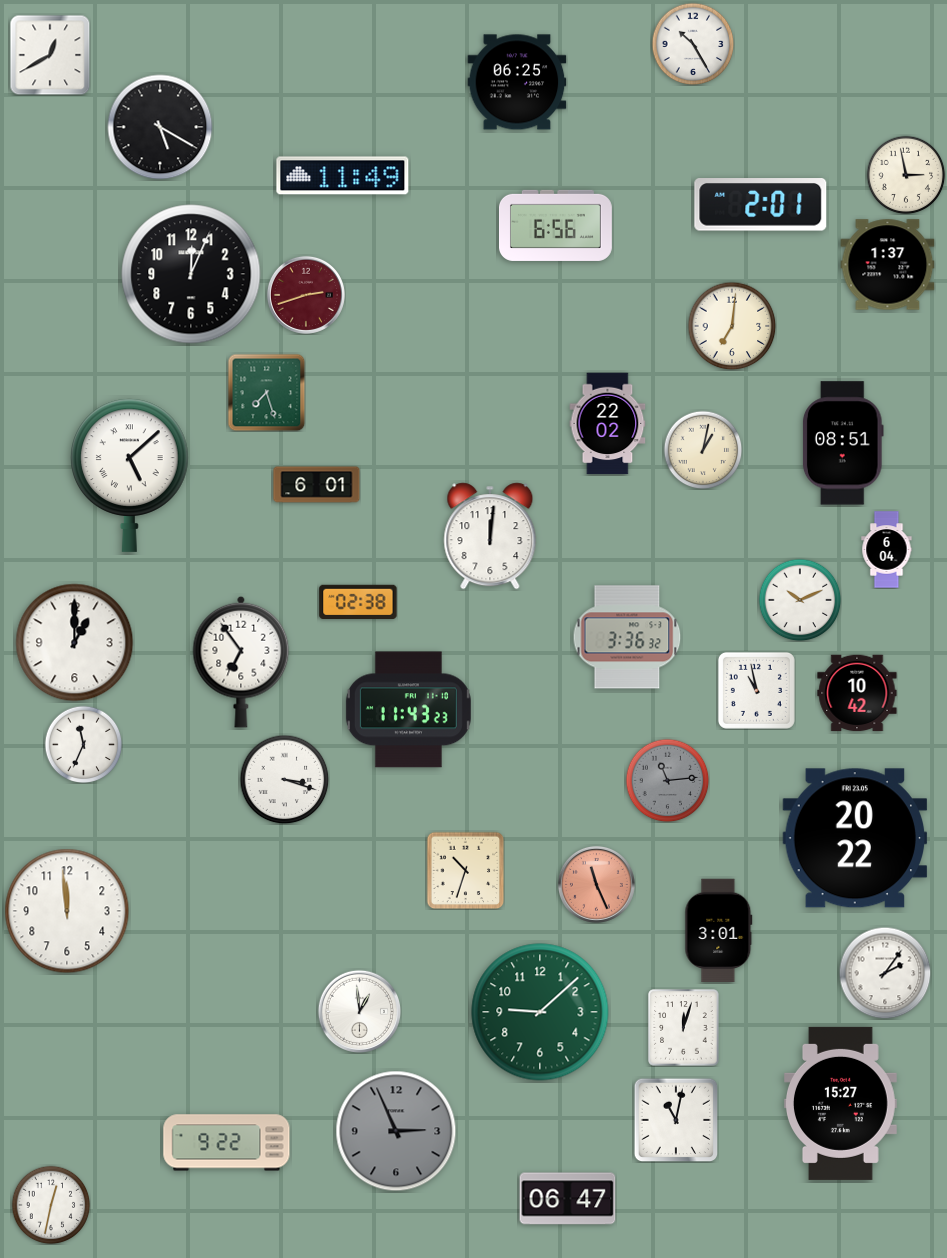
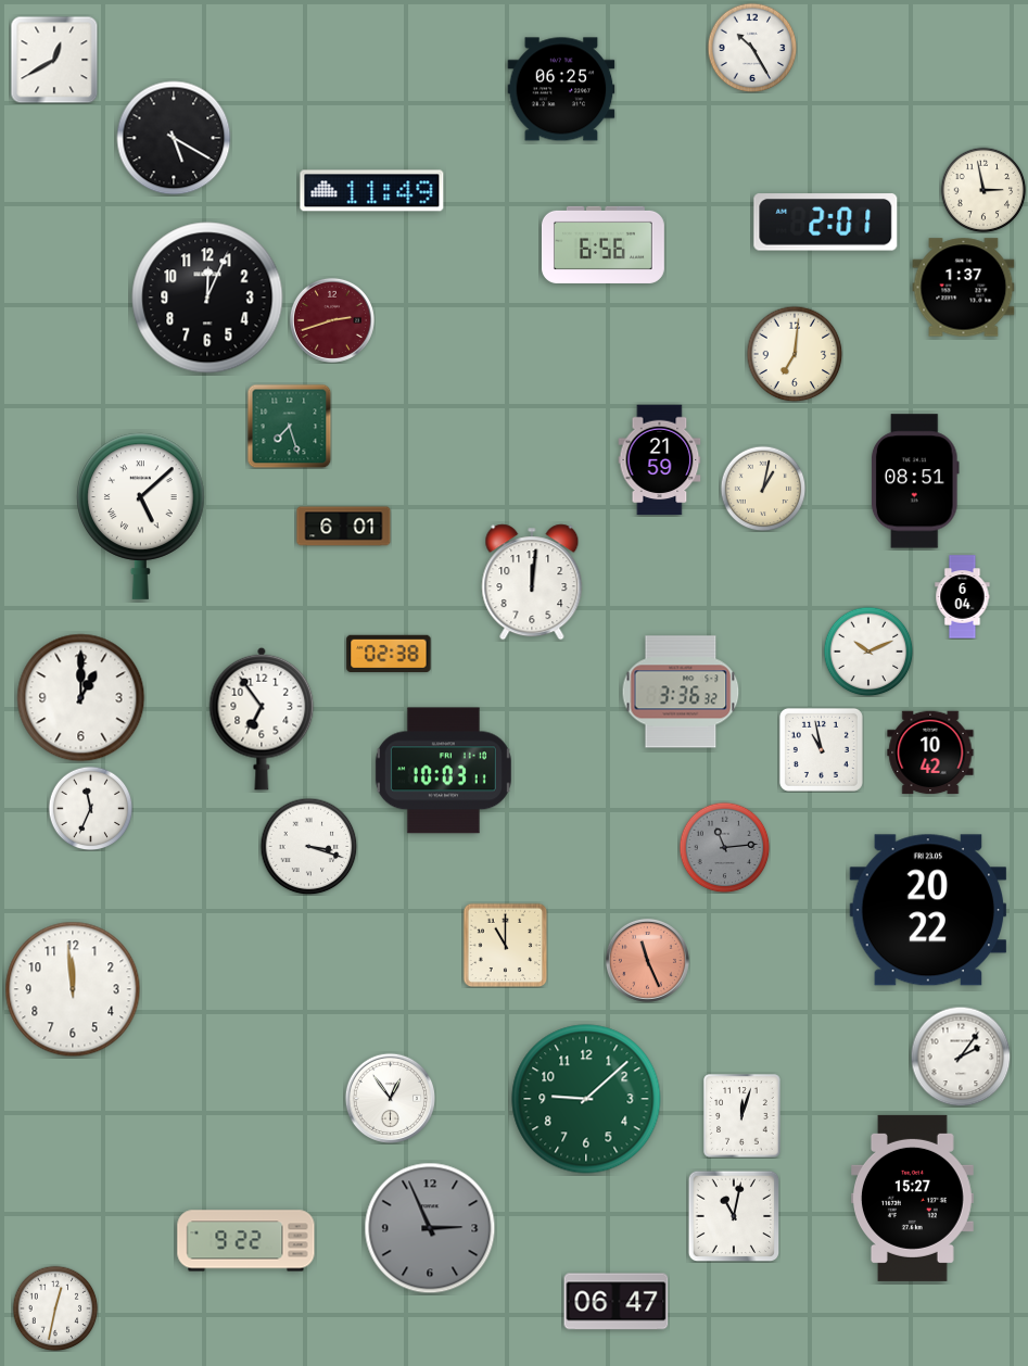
clock at (608, 424): 22:02 -> 21:59
clock at (408, 710): 11:43 -> 10:03
clock at (465, 870): 10:33 -> 11:00
clock at (719, 931): 3:01 -> none
clock at (359, 1011): 12:59 -> 12:54
